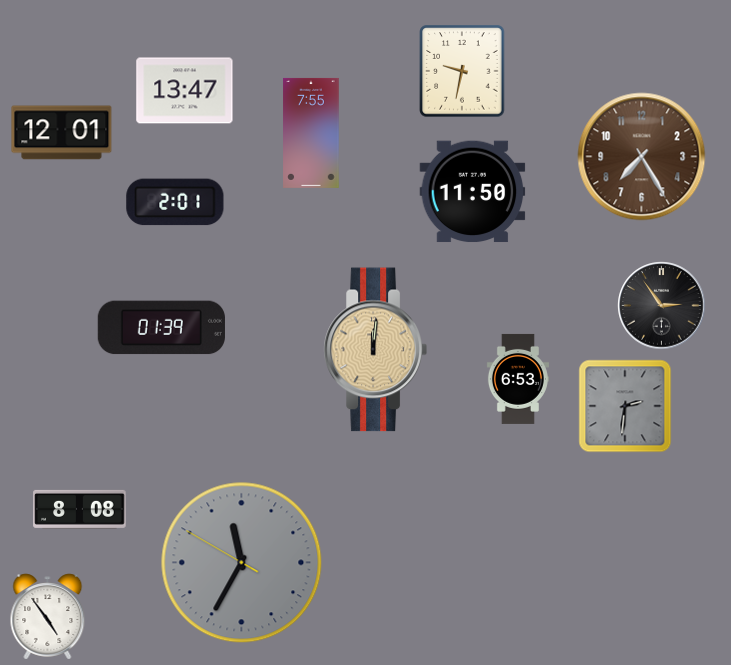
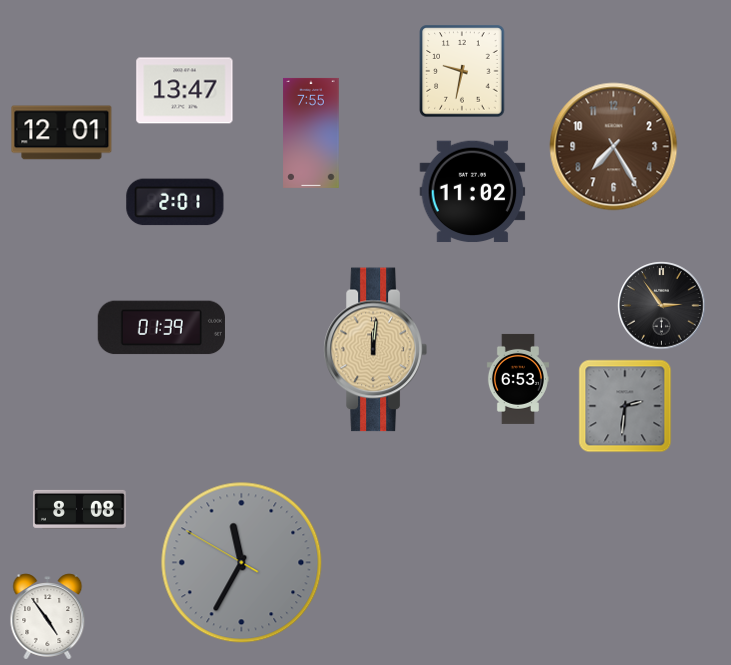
clock at (642, 157) position: (642, 157) -> (614, 147)
clock at (473, 192): 11:50 -> 11:02
